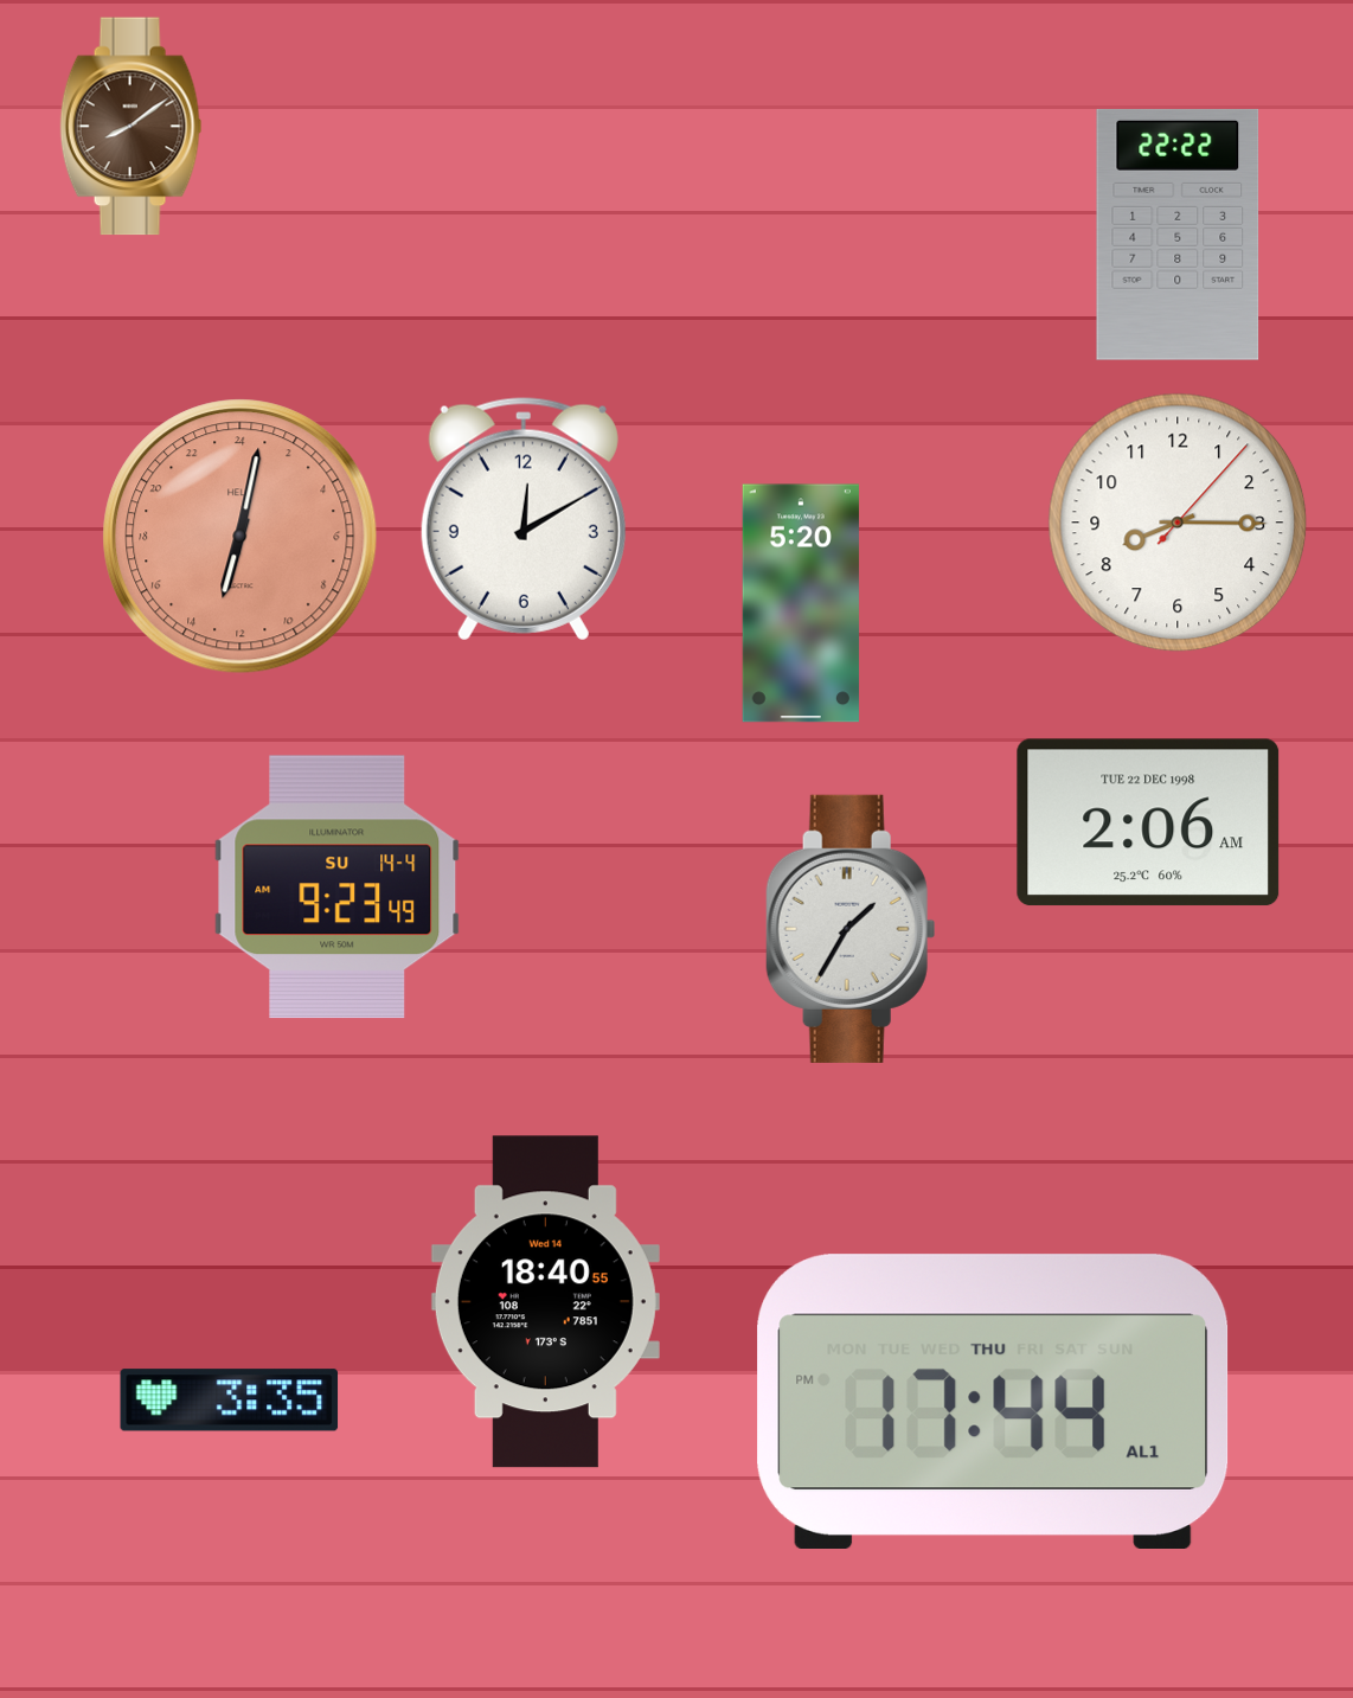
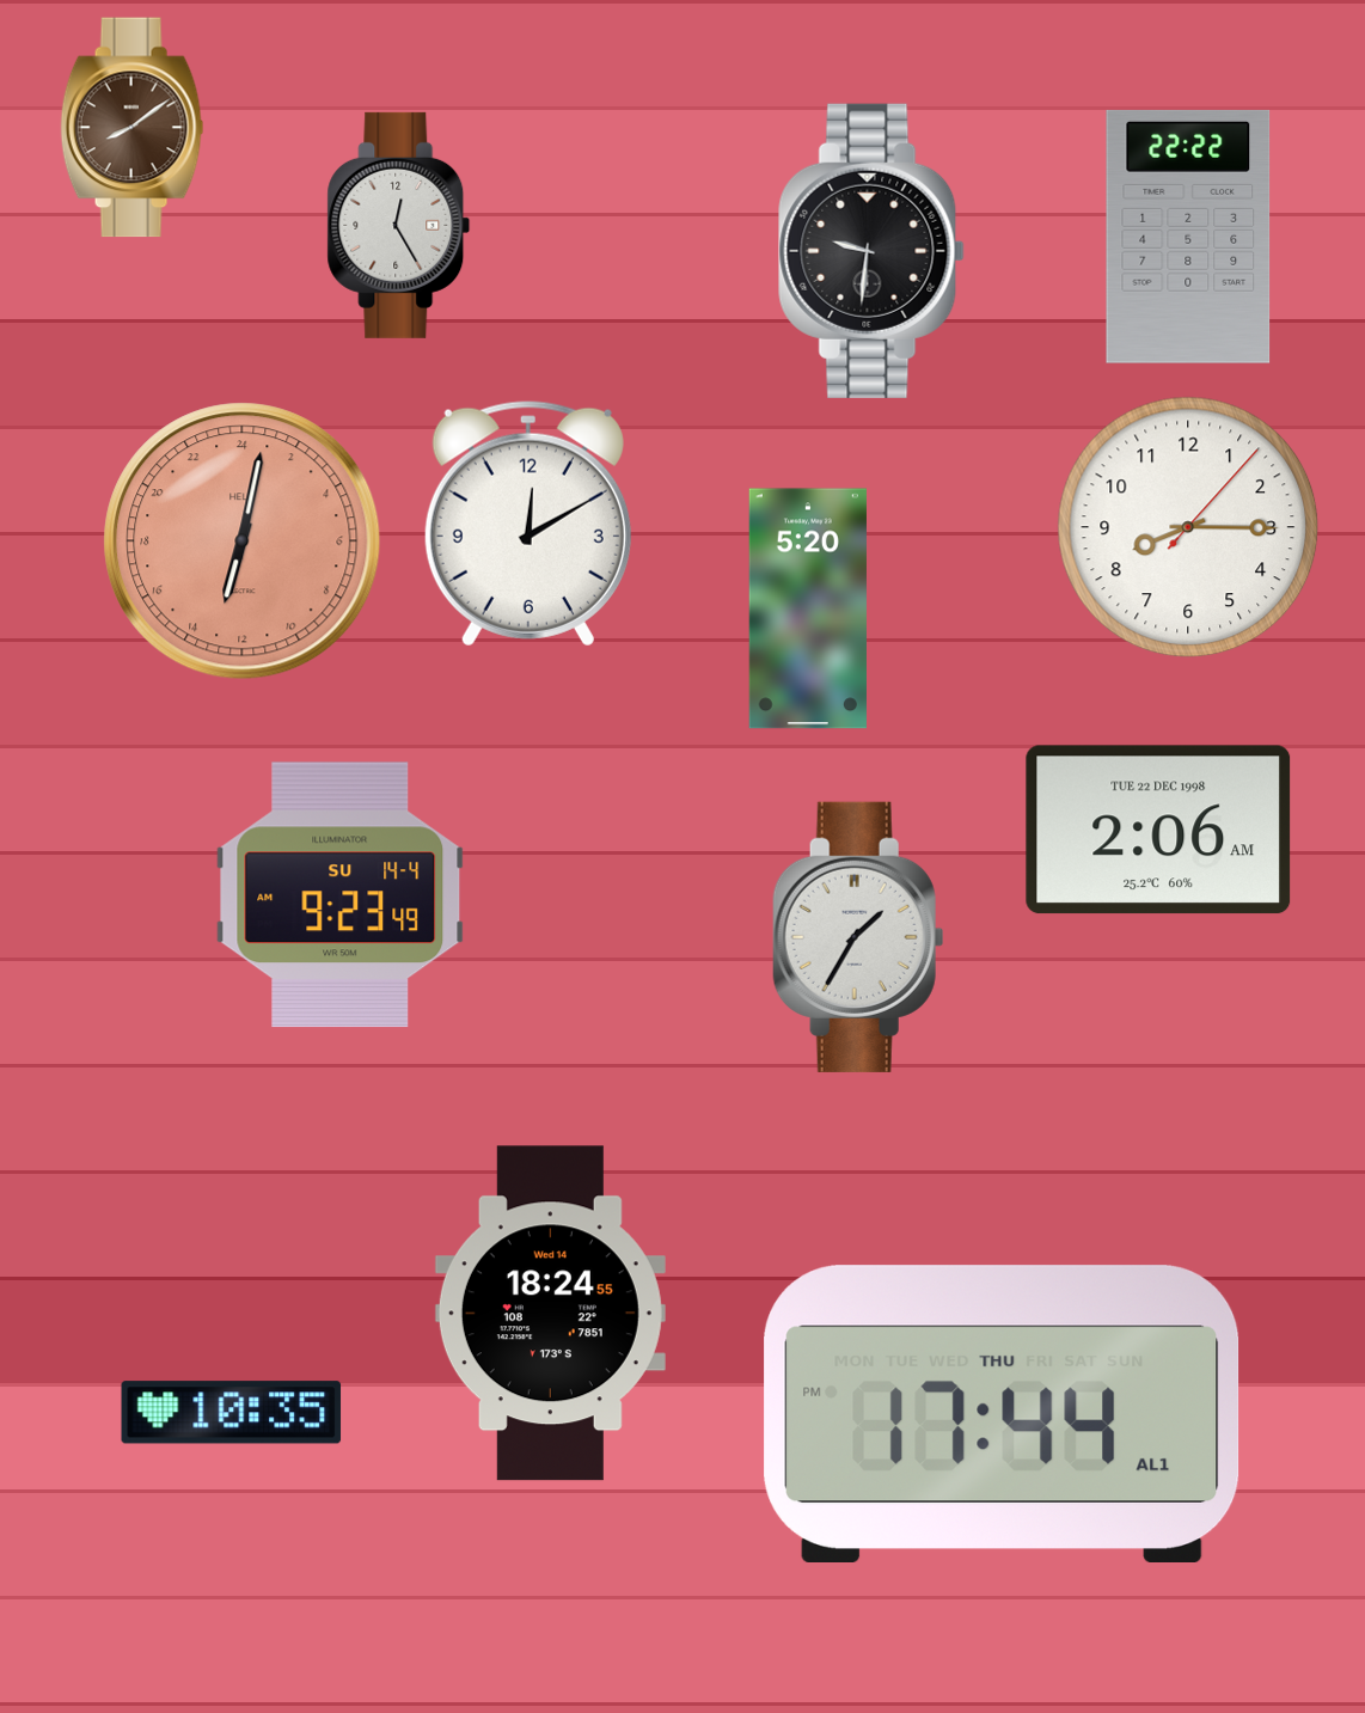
clock at (399, 225): none -> 12:25
clock at (871, 251): none -> 9:31
clock at (545, 1302): 18:40 -> 18:24
clock at (230, 1401): 3:35 -> 10:35
